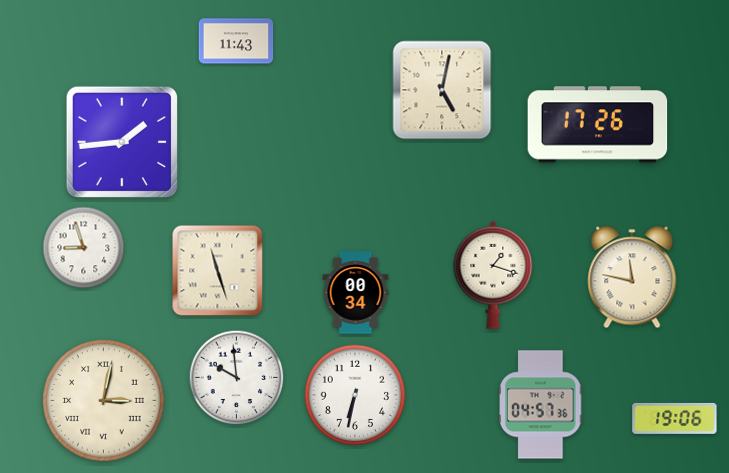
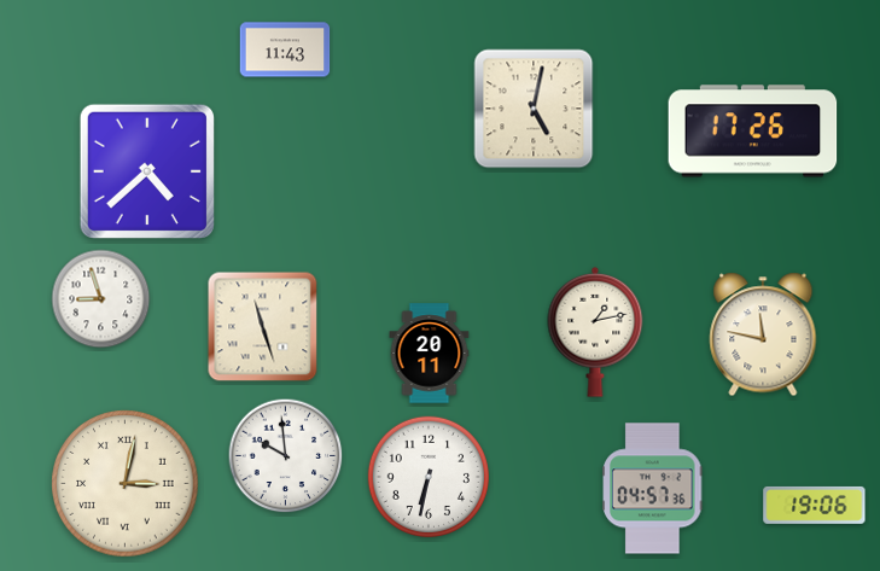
clock at (598, 125) position: (598, 125) -> (753, 132)
clock at (121, 141): 1:44 -> 4:38
clock at (493, 275): 1:18 -> 1:13
clock at (356, 293): 00:34 -> 20:11
